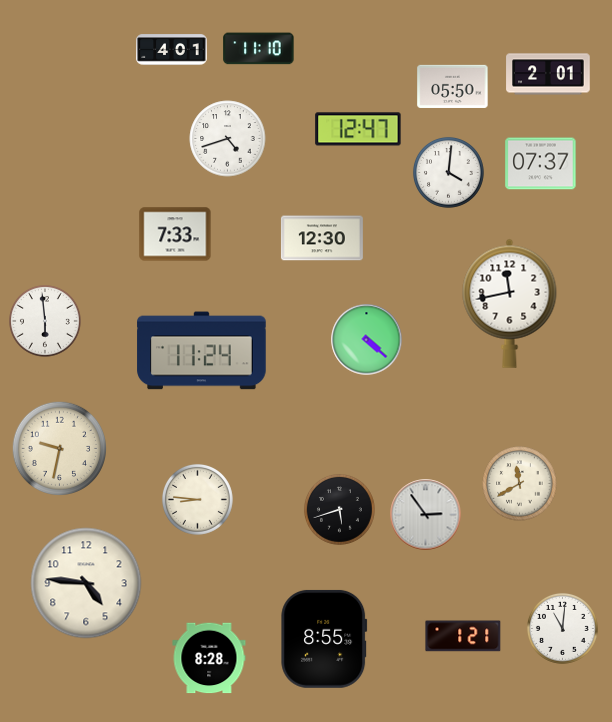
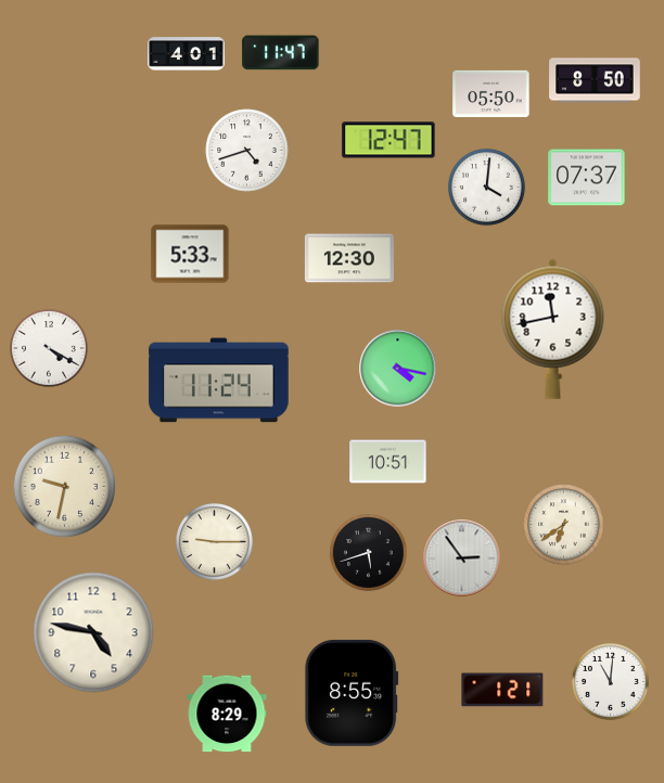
clock at (259, 49): 11:10 -> 11:47
clock at (548, 74): 2:01 -> 8:50
clock at (175, 234): 7:33 -> 5:33
clock at (46, 322): 5:59 -> 4:20
clock at (367, 340): 4:22 -> 4:17
clock at (388, 462): none -> 10:51
clock at (520, 484): 11:40 -> 6:39
clock at (197, 499): 8:46 -> 9:15
clock at (86, 583): 4:46 -> 4:47
clock at (209, 658): 8:28 -> 8:29
